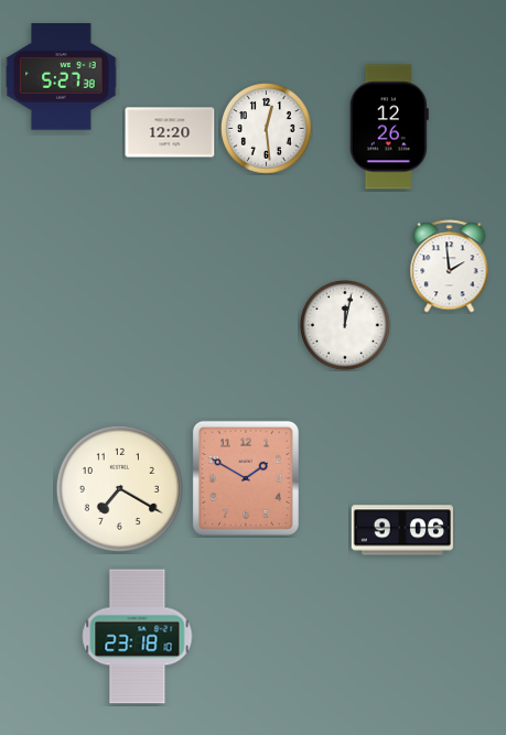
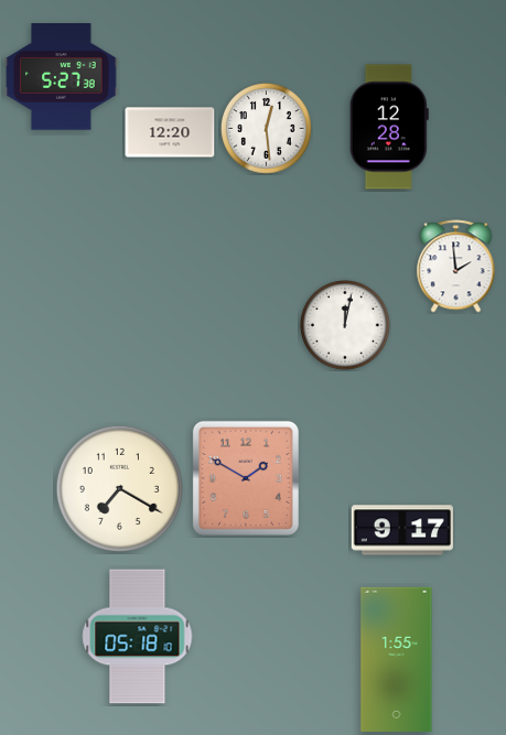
clock at (389, 127): 12:26 -> 12:28
clock at (450, 267) position: (450, 267) -> (456, 267)
clock at (402, 530): 9:06 -> 9:17
clock at (138, 637): 23:18 -> 05:18
clock at (397, 659): none -> 1:55
